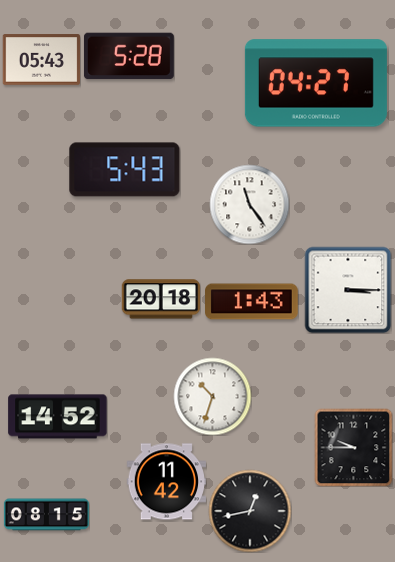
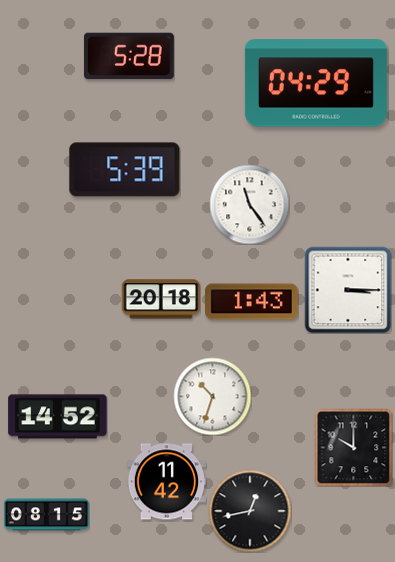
clock at (41, 60): 05:43 -> none
clock at (316, 83): 04:27 -> 04:29
clock at (125, 170): 5:43 -> 5:39
clock at (353, 447): 9:45 -> 10:00
